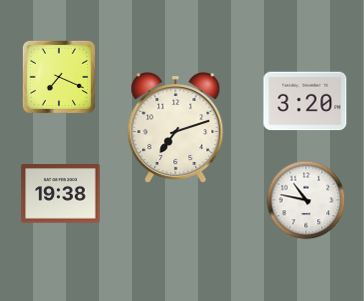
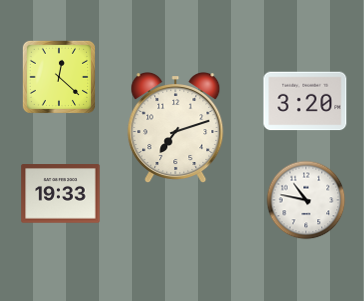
clock at (59, 77): 7:19 -> 12:22
clock at (61, 194): 19:38 -> 19:33
